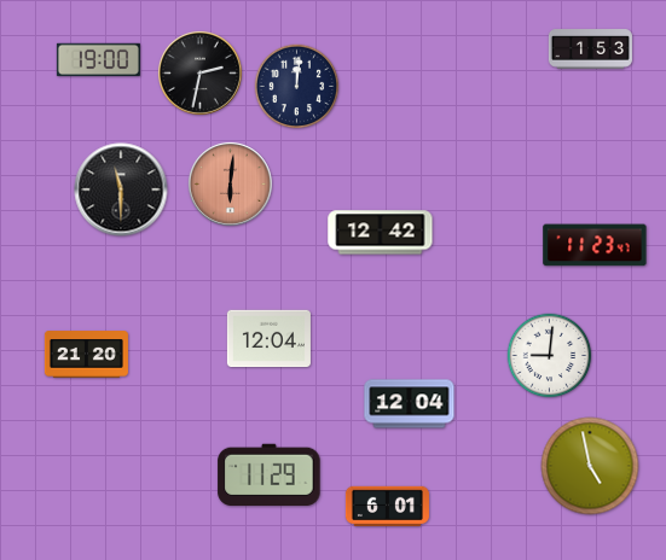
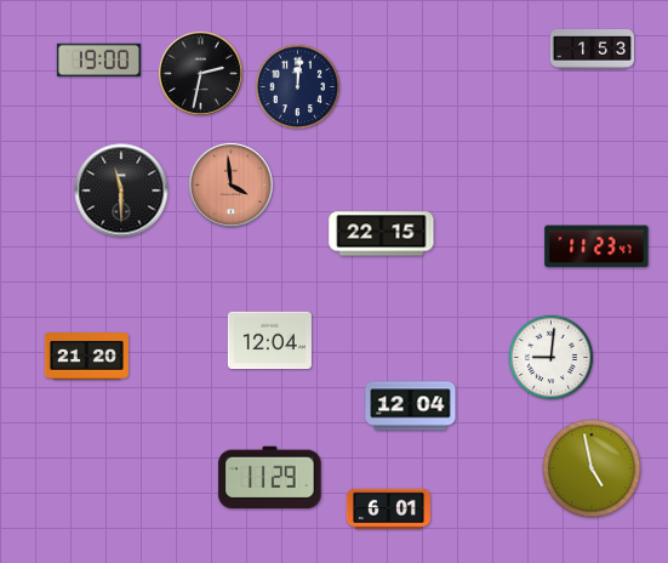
clock at (230, 183): 6:01 -> 3:59
clock at (381, 233): 12:42 -> 22:15
